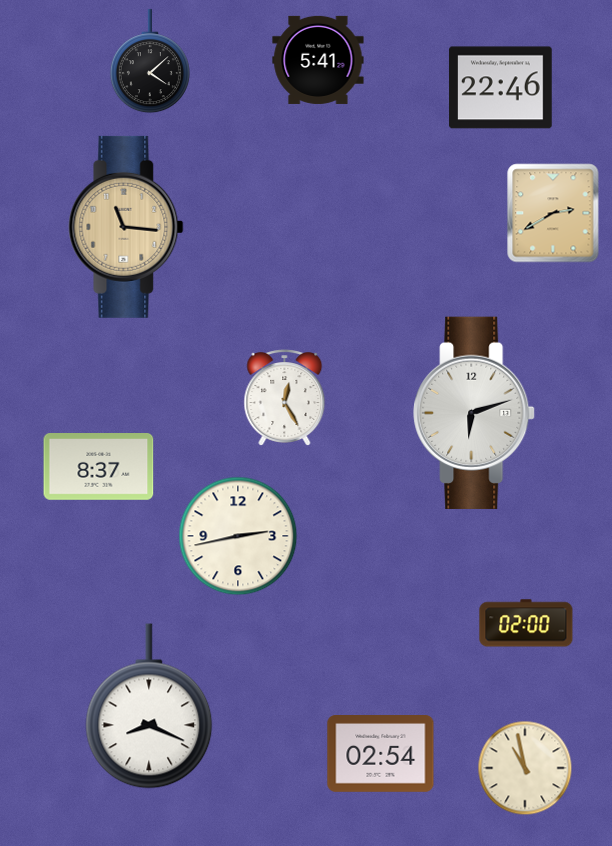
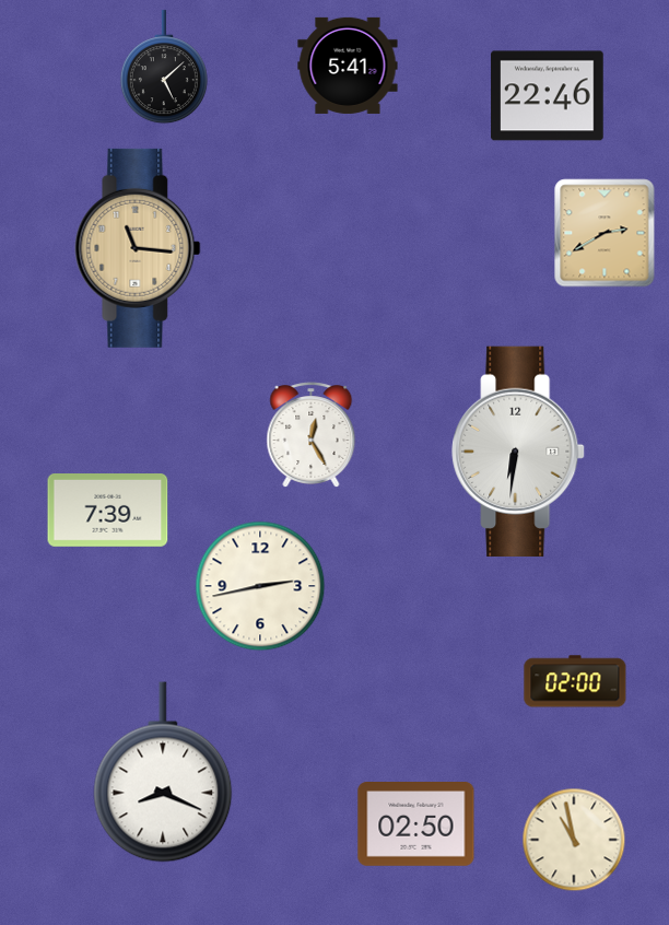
clock at (150, 62): 4:08 -> 5:08
clock at (474, 413): 6:12 -> 6:31
clock at (99, 467): 8:37 -> 7:39
clock at (381, 754): 02:54 -> 02:50
